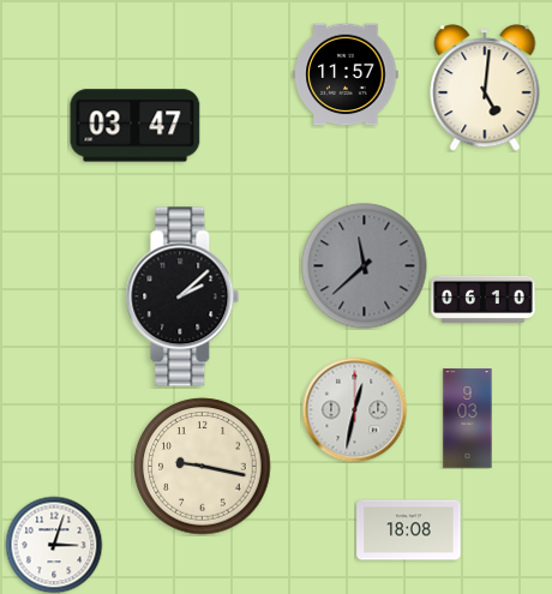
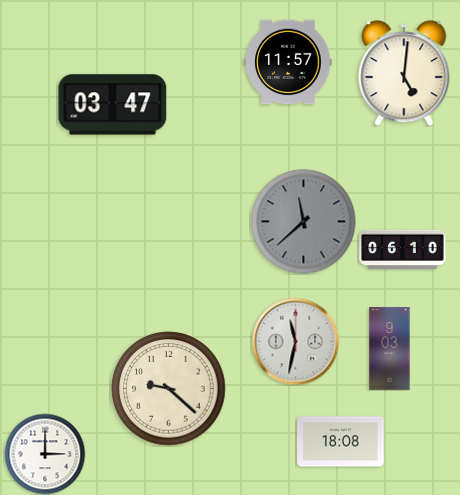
clock at (182, 296): 2:08 -> none
clock at (354, 409): 12:32 -> 11:32
clock at (203, 467): 9:17 -> 9:22
clock at (54, 545): 3:03 -> 3:00
